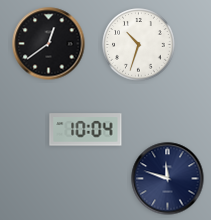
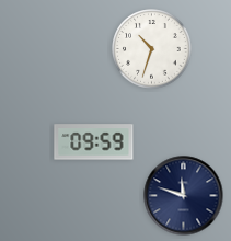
clock at (49, 44): 12:39 -> none
clock at (86, 130): 10:04 -> 09:59
